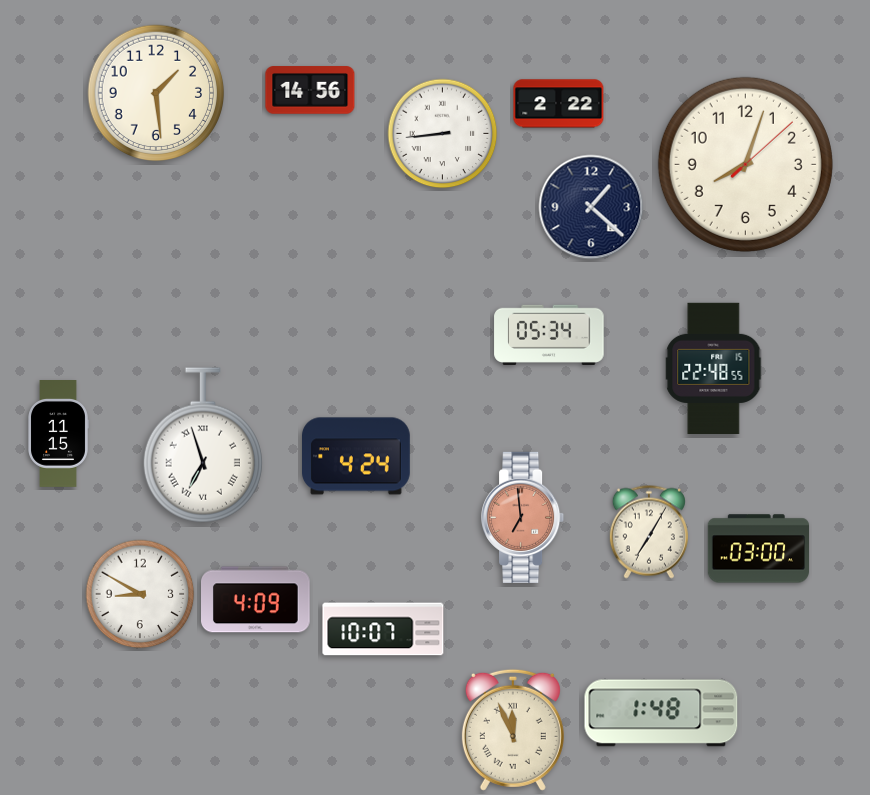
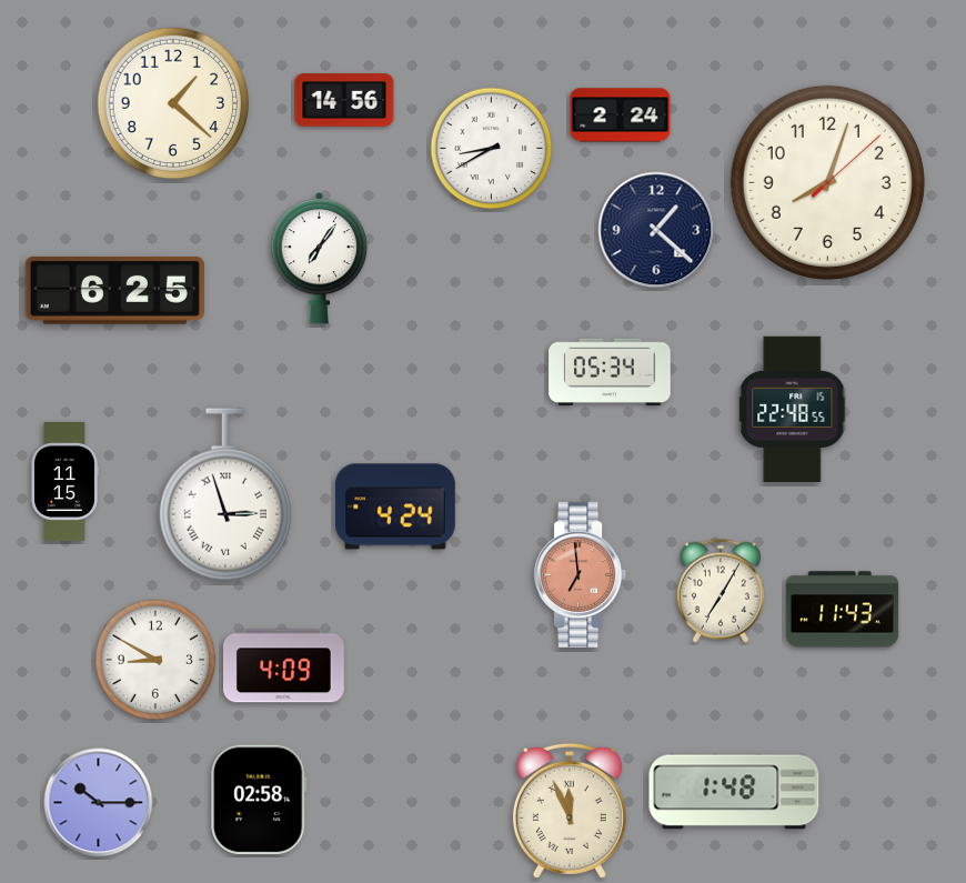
clock at (156, 93): 1:29 -> 1:22
clock at (559, 104): 2:22 -> 2:24
clock at (443, 134): 8:44 -> 8:40
clock at (320, 258): none -> 7:06
clock at (114, 291): none -> 6:25
clock at (203, 445): 6:57 -> 2:57
clock at (759, 549): 03:00 -> 11:43
clock at (383, 629): 10:07 -> none
clock at (259, 800): none -> 02:58
clock at (99, 803): none -> 10:15
